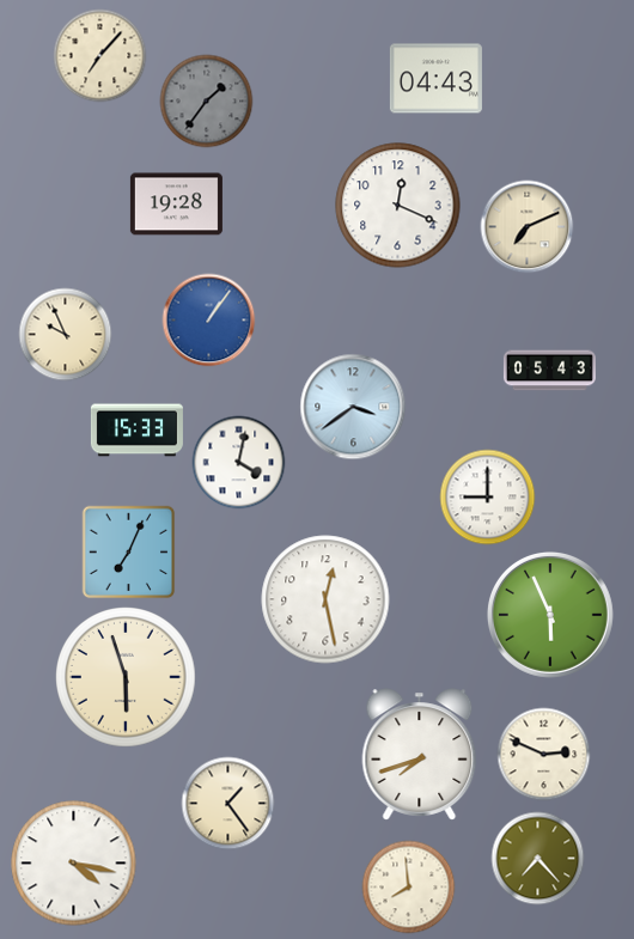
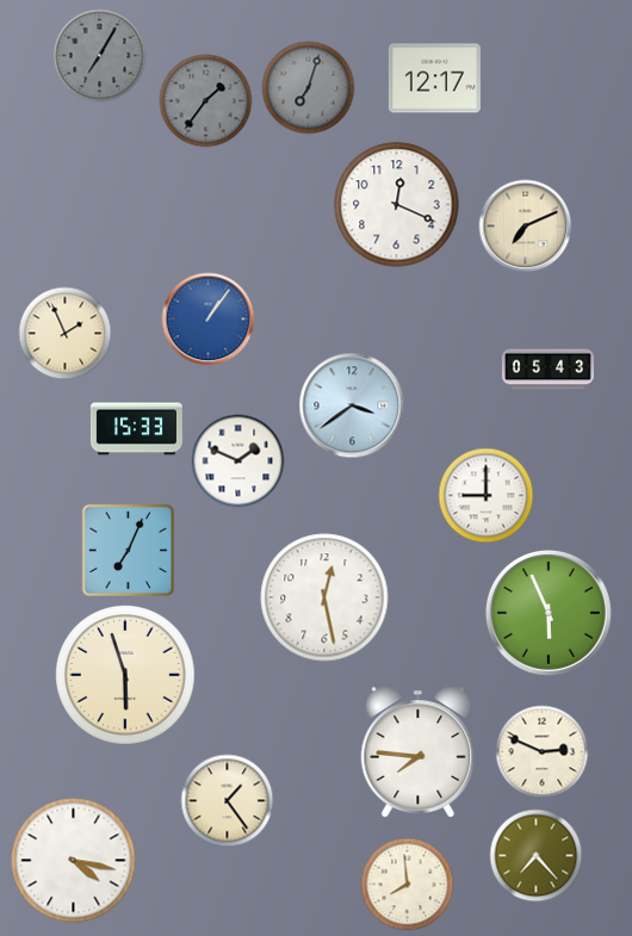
clock at (99, 55): 7:07 -> 7:05
clock at (99, 55) dial: cream -> grey
clock at (435, 79): 04:43 -> 12:17
clock at (308, 87): none -> 7:03
clock at (176, 205): 19:28 -> none
clock at (65, 334): 9:56 -> 1:56
clock at (238, 462): 4:02 -> 1:49
clock at (420, 755): 7:42 -> 7:46
